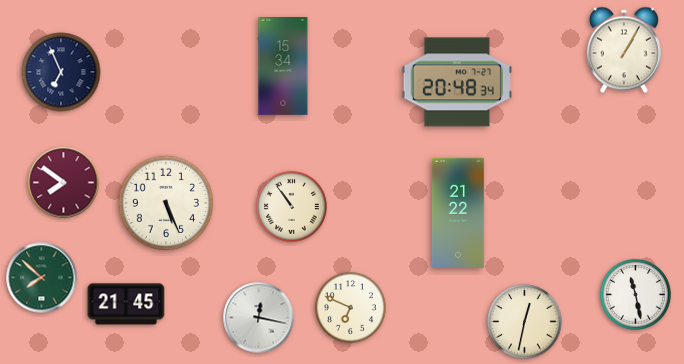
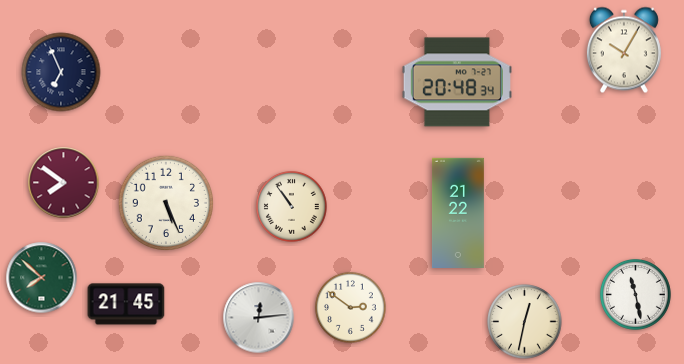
clock at (624, 50): 1:05 -> 10:05
clock at (283, 67): 15:34 -> none
clock at (350, 307): 6:49 -> 2:51
clock at (259, 318): 12:17 -> 12:14
